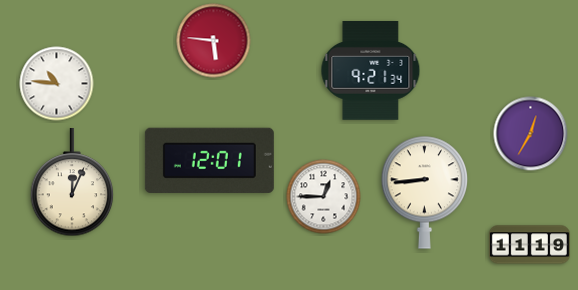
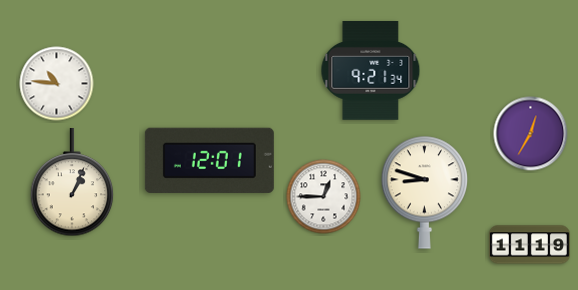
clock at (214, 41): 5:46 -> none
clock at (72, 183): 12:04 -> 1:04
clock at (425, 192): 8:44 -> 8:48
